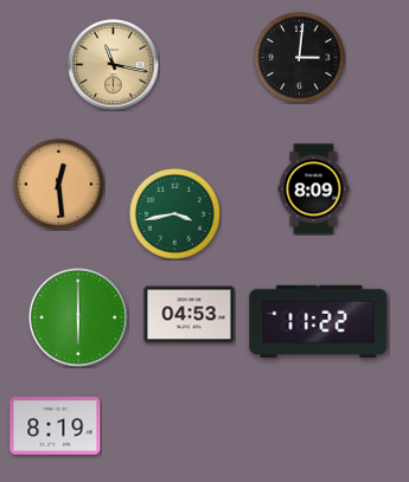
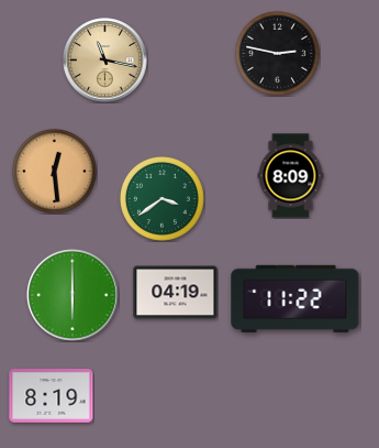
clock at (299, 57): 3:01 -> 2:47
clock at (174, 213): 3:43 -> 3:39
clock at (190, 315): 04:53 -> 04:19
